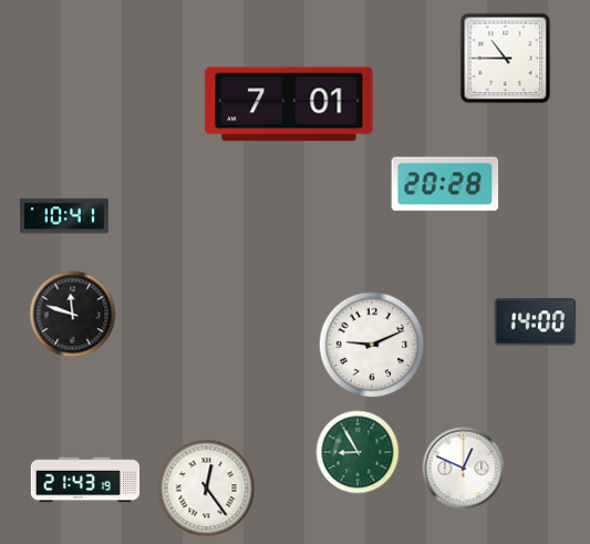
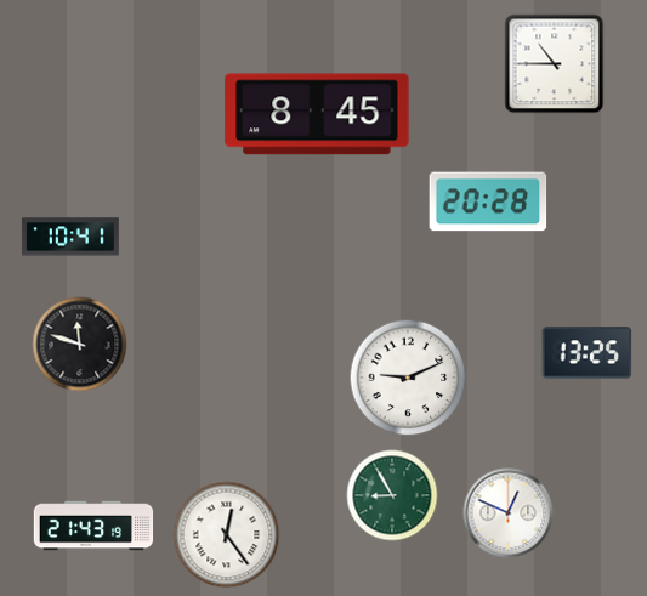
clock at (289, 104): 7:01 -> 8:45
clock at (536, 322): 14:00 -> 13:25
